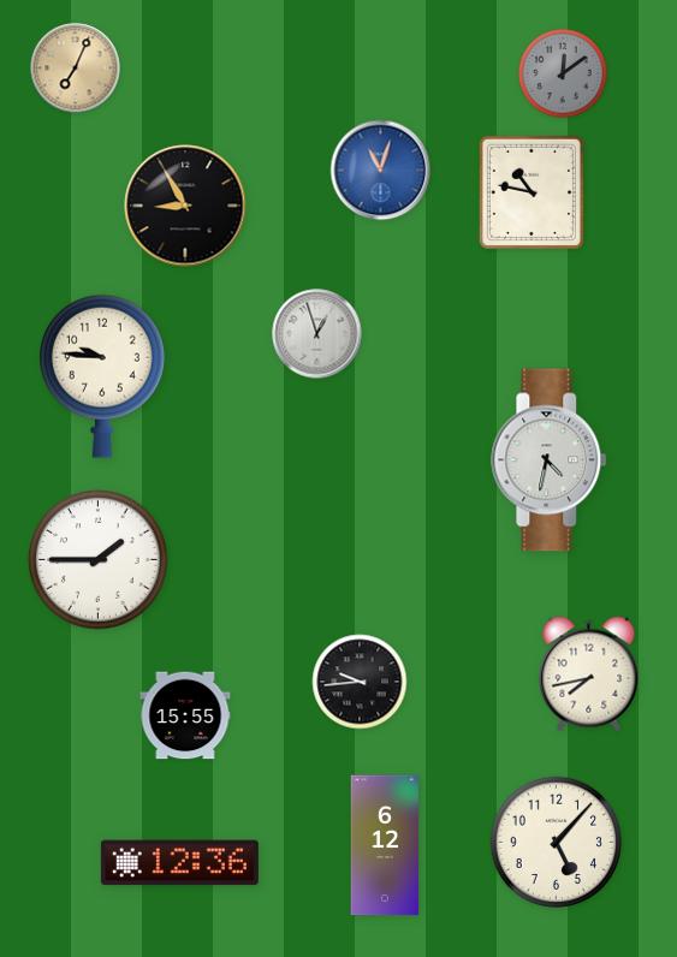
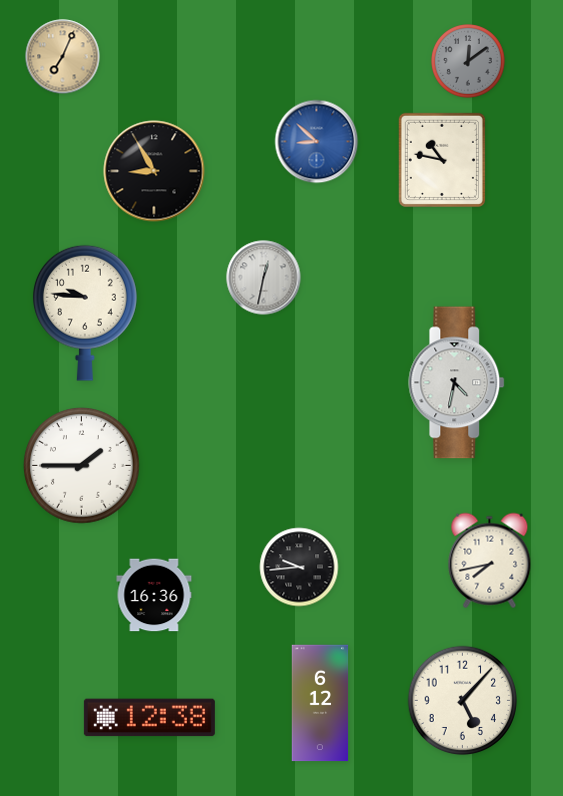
clock at (381, 171): 11:03 -> 8:52
clock at (317, 334): 12:57 -> 12:32
clock at (185, 715): 15:55 -> 16:36
clock at (179, 863): 12:36 -> 12:38
